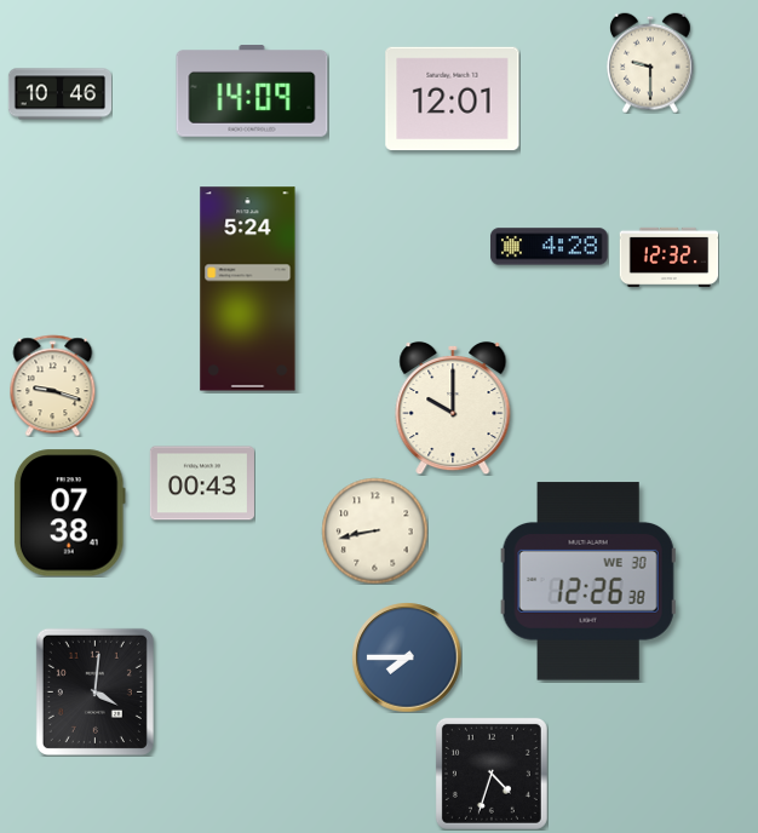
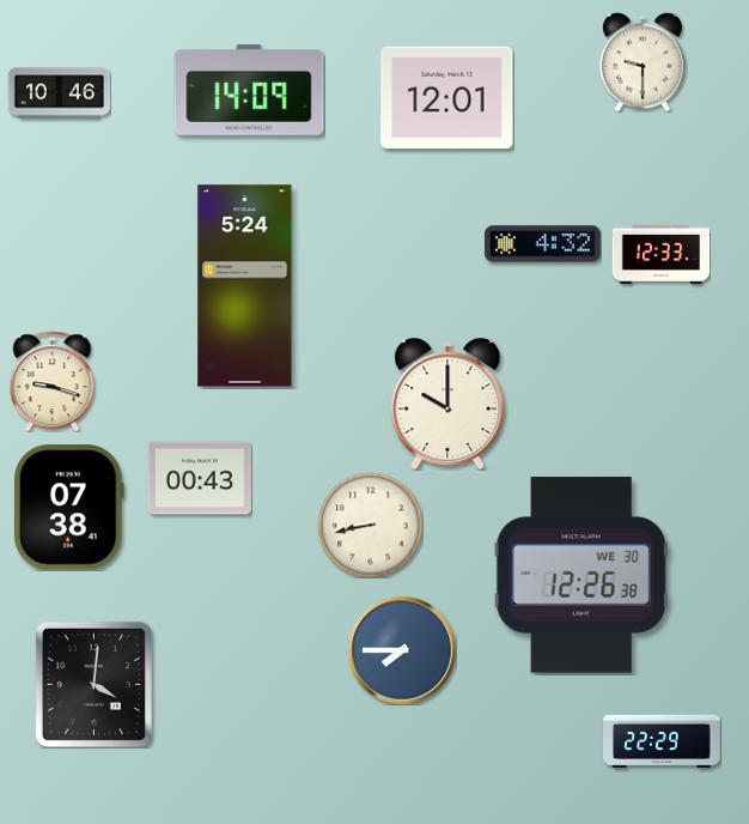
clock at (550, 247): 4:28 -> 4:32
clock at (668, 257): 12:32 -> 12:33
clock at (662, 741): none -> 22:29
clock at (492, 774): 4:33 -> none
